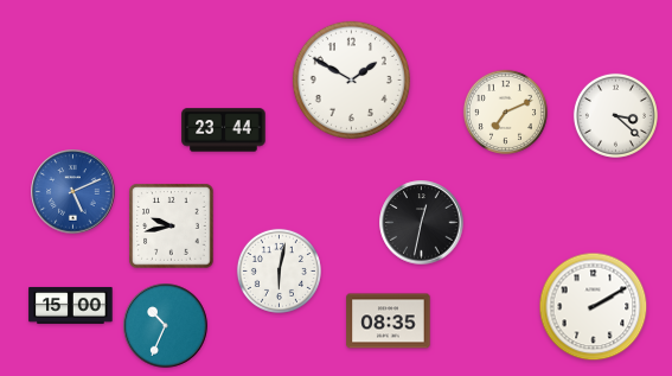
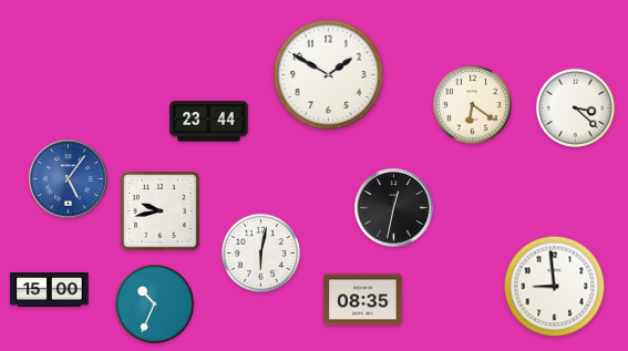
clock at (505, 111): 7:11 -> 6:21
clock at (73, 192): 5:11 -> 5:06
clock at (71, 305) position: (71, 305) -> (50, 289)
clock at (594, 307): 2:10 -> 8:59
